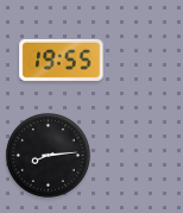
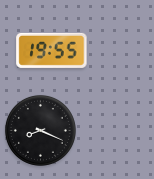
clock at (48, 155): 8:14 -> 8:19
